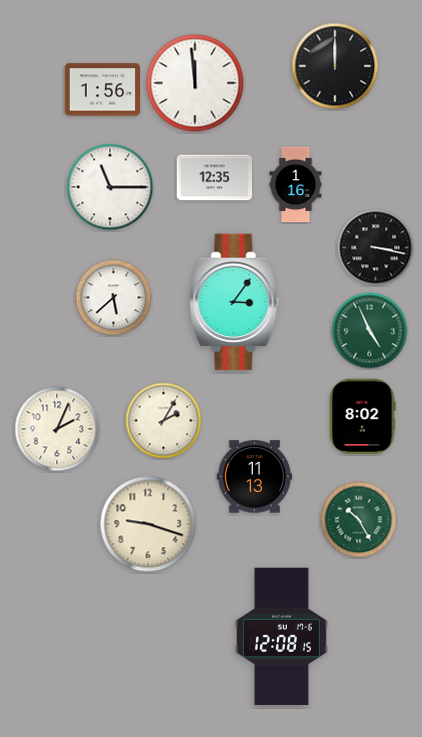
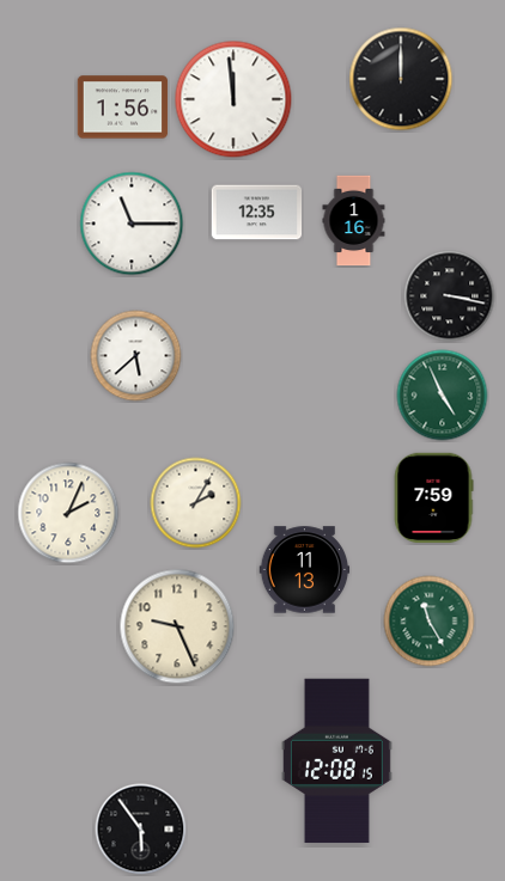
clock at (234, 302): 3:06 -> none
clock at (362, 417): 8:02 -> 7:59
clock at (359, 520): 10:25 -> 11:25
clock at (148, 524): 9:18 -> 9:26
clock at (141, 830): none -> 5:54
